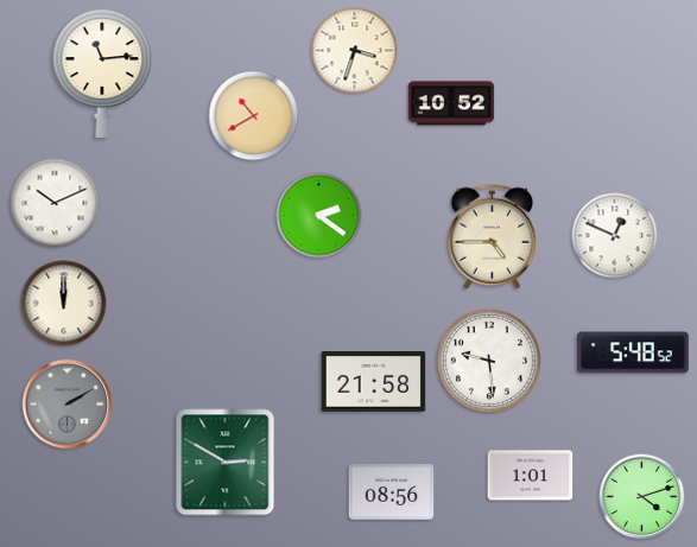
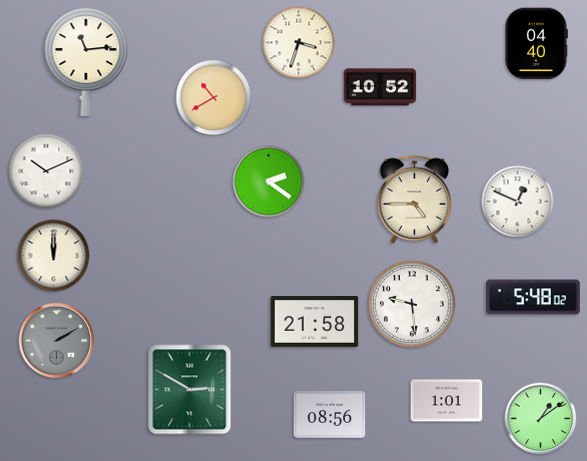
clock at (536, 44): none -> 04:40
clock at (615, 236) position: (615, 236) -> (518, 202)
clock at (633, 352): 5:48:52 -> 5:48:02
clock at (642, 497): 4:12 -> 1:09
